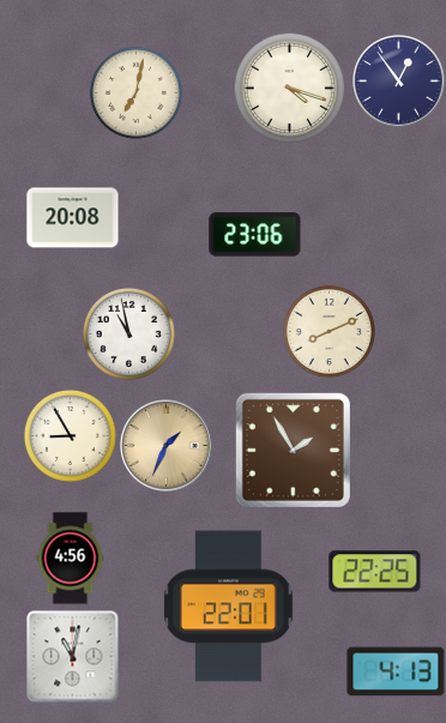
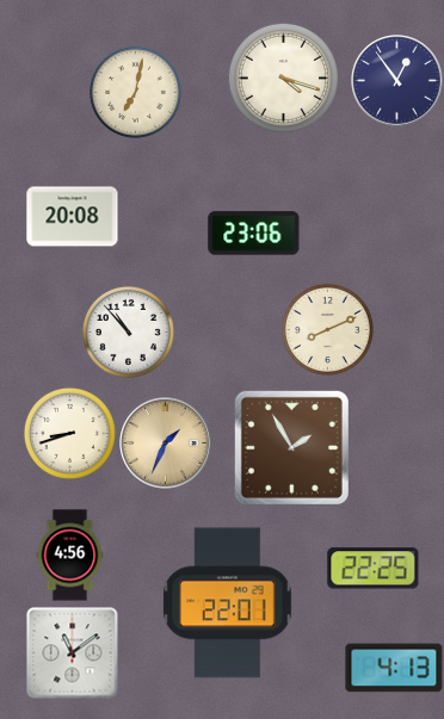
clock at (289, 88) position: (289, 88) -> (283, 78)
clock at (128, 333): 10:58 -> 10:53
clock at (70, 435): 8:55 -> 8:42
clock at (73, 657): 11:02 -> 11:09
